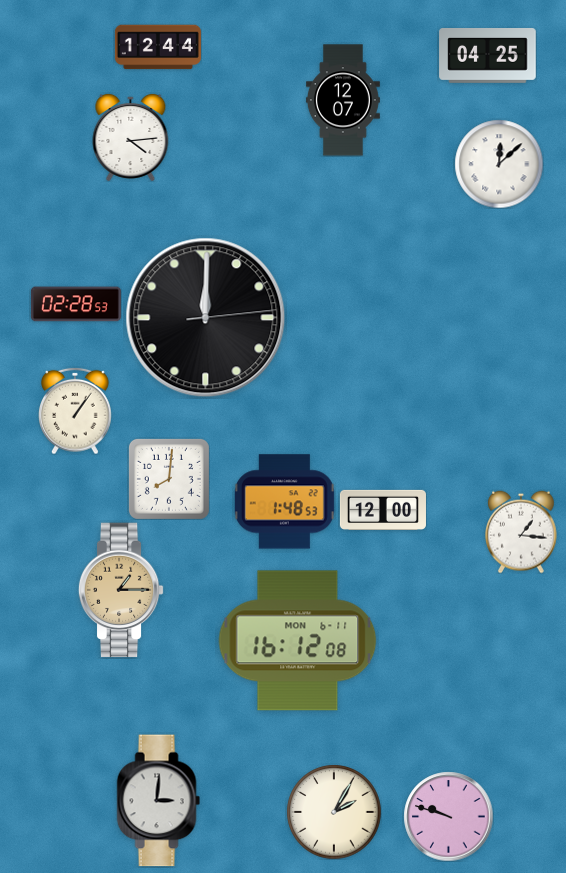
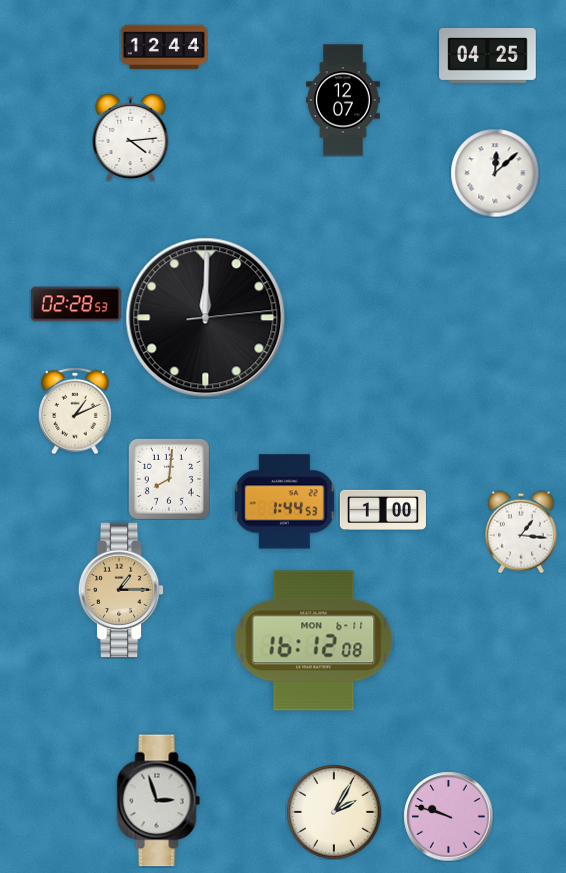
clock at (158, 47) position: (158, 47) -> (164, 47)
clock at (499, 164) position: (499, 164) -> (495, 173)
clock at (75, 411): 1:06 -> 1:11
clock at (284, 502): 1:48 -> 1:44
clock at (383, 510): 12:00 -> 1:00
clock at (298, 641) position: (298, 641) -> (314, 641)
clock at (159, 801): 3:01 -> 2:57
